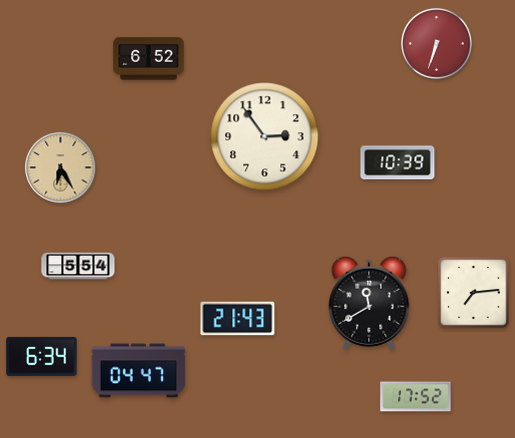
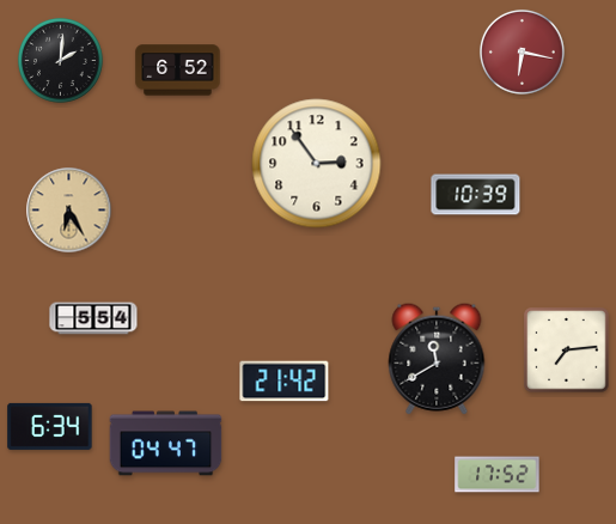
clock at (436, 43): 6:33 -> 6:17
clock at (60, 60): none -> 2:01
clock at (61, 168) position: (61, 168) -> (69, 211)
clock at (369, 303) position: (369, 303) -> (437, 359)
clock at (238, 319): 21:43 -> 21:42
